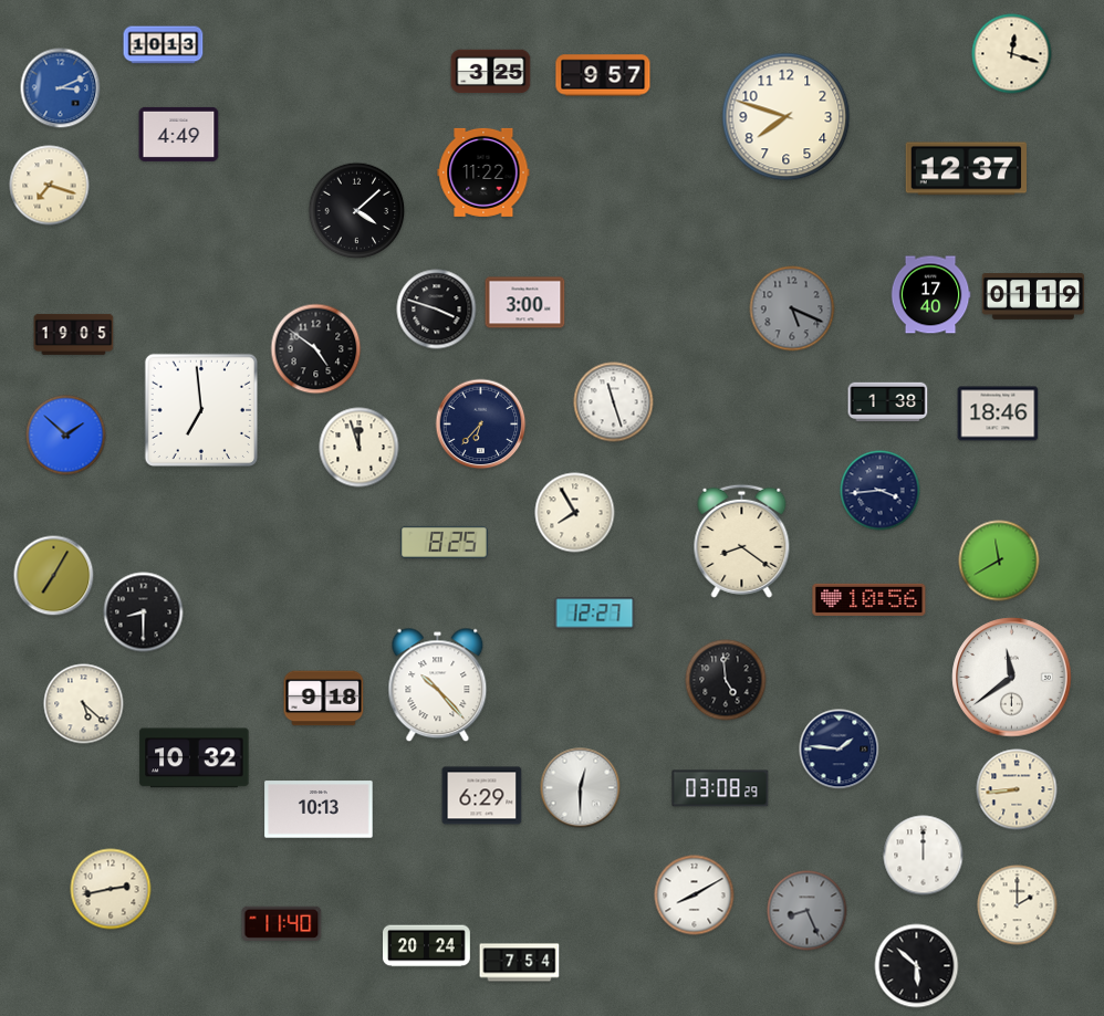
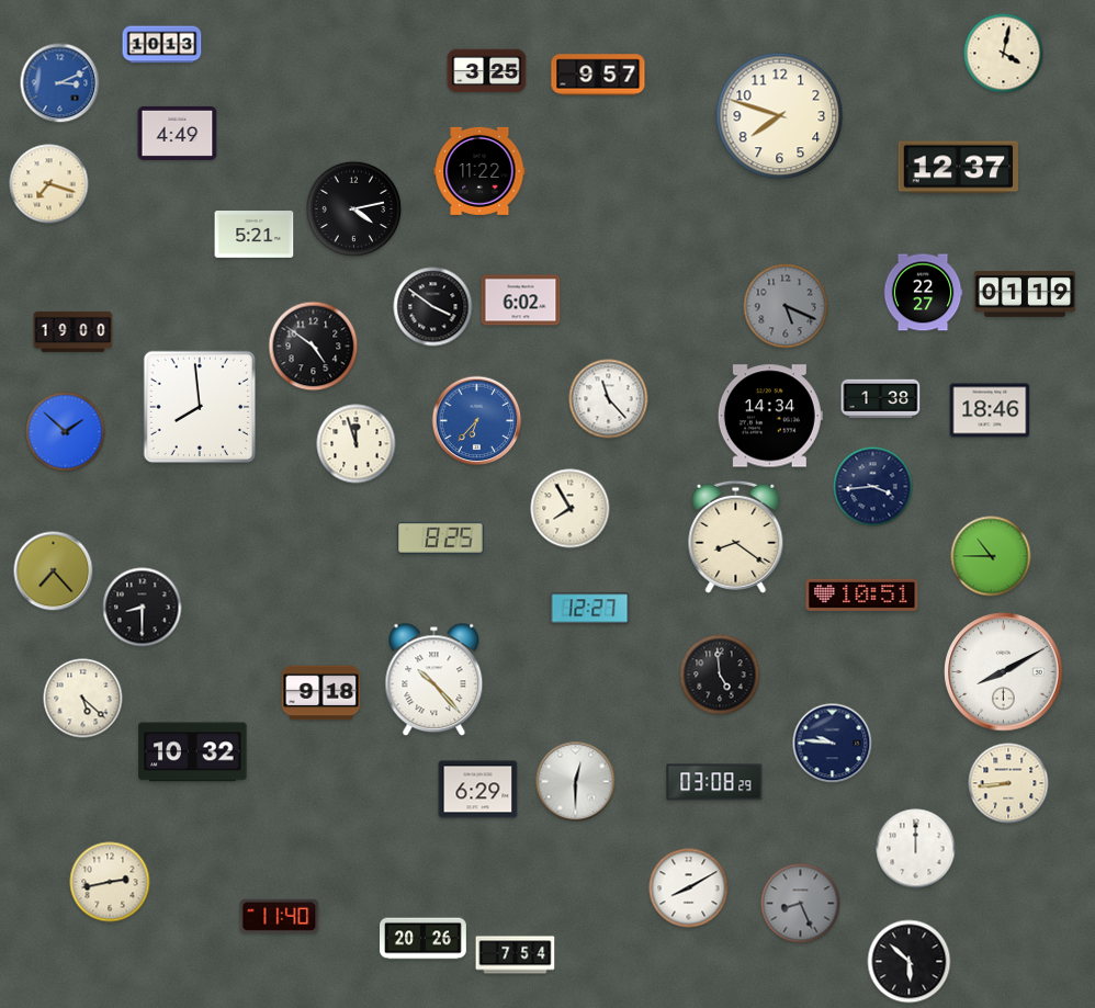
clock at (1012, 54): 12:18 -> 4:02
clock at (61, 88) position: (61, 88) -> (60, 83)
clock at (357, 211): 4:08 -> 4:13
clock at (255, 235): none -> 5:21
clock at (930, 295): 17:40 -> 22:27
clock at (525, 303): 3:00 -> 6:02
clock at (437, 310): 3:48 -> 3:51
clock at (74, 334): 19:05 -> 19:00
clock at (614, 402): 11:27 -> 11:23
clock at (200, 409): 6:59 -> 7:59
clock at (770, 416): none -> 14:34
clock at (481, 425) dial: navy -> blue
clock at (999, 561): 11:40 -> 10:45
clock at (54, 576): 7:05 -> 7:23
clock at (869, 599): 10:56 -> 10:51
clock at (1012, 678): 11:39 -> 8:10
clock at (840, 750): 1:46 -> 9:46
clock at (319, 809): 10:13 -> none
clock at (1018, 905): 2:00 -> none
clock at (427, 946): 20:24 -> 20:26
clock at (917, 966) position: (917, 966) -> (910, 962)
